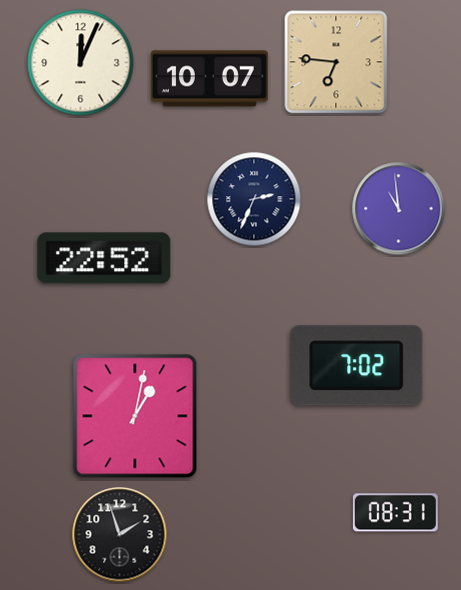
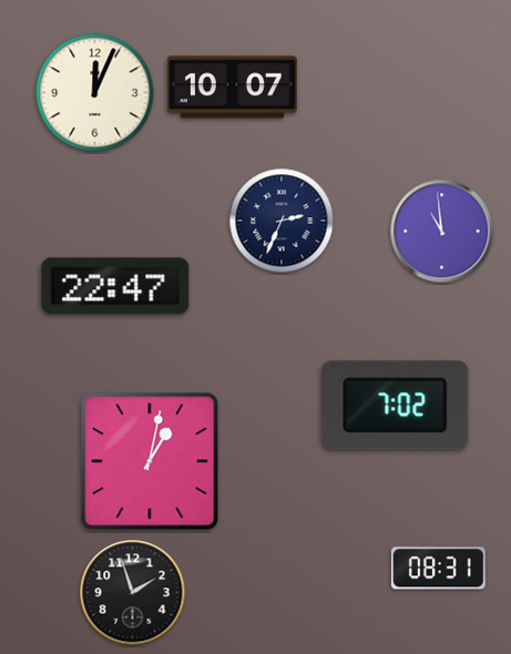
clock at (336, 62): 6:46 -> none
clock at (81, 63) position: (81, 63) -> (95, 93)
clock at (104, 258): 22:52 -> 22:47
